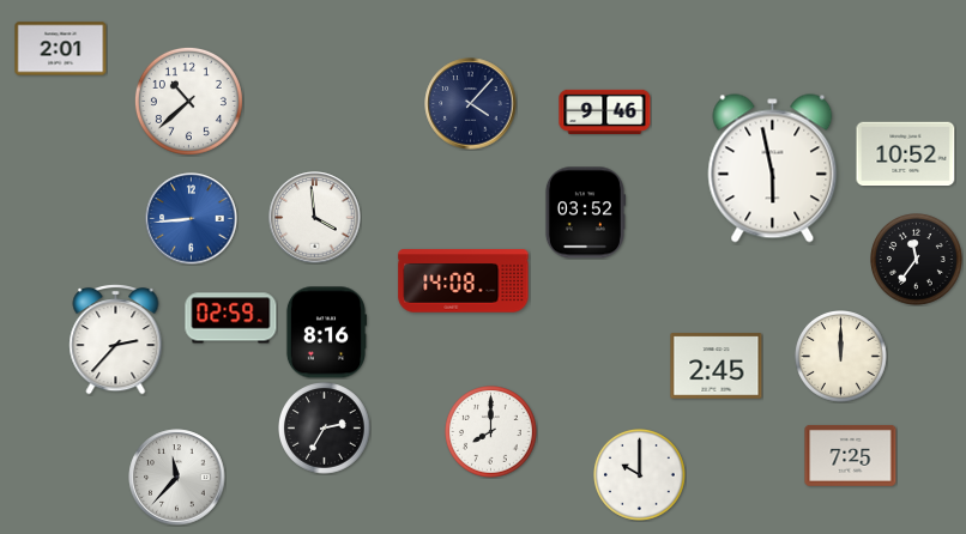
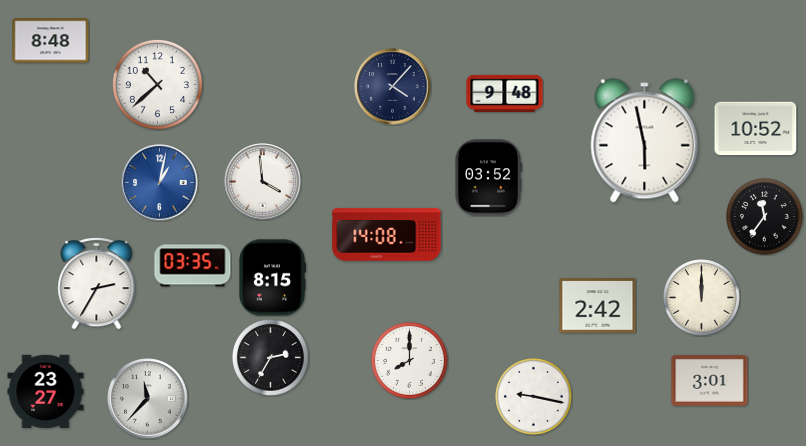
clock at (61, 49): 2:01 -> 8:48
clock at (605, 111): 9:46 -> 9:48
clock at (192, 219): 8:44 -> 1:02
clock at (231, 318): 02:59 -> 03:35
clock at (325, 333): 8:16 -> 8:15
clock at (116, 340): 2:37 -> 2:35
clock at (717, 366): 2:45 -> 2:42
clock at (851, 456): 7:25 -> 3:01
clock at (46, 391): none -> 23:27
clock at (640, 475): 10:00 -> 9:17
